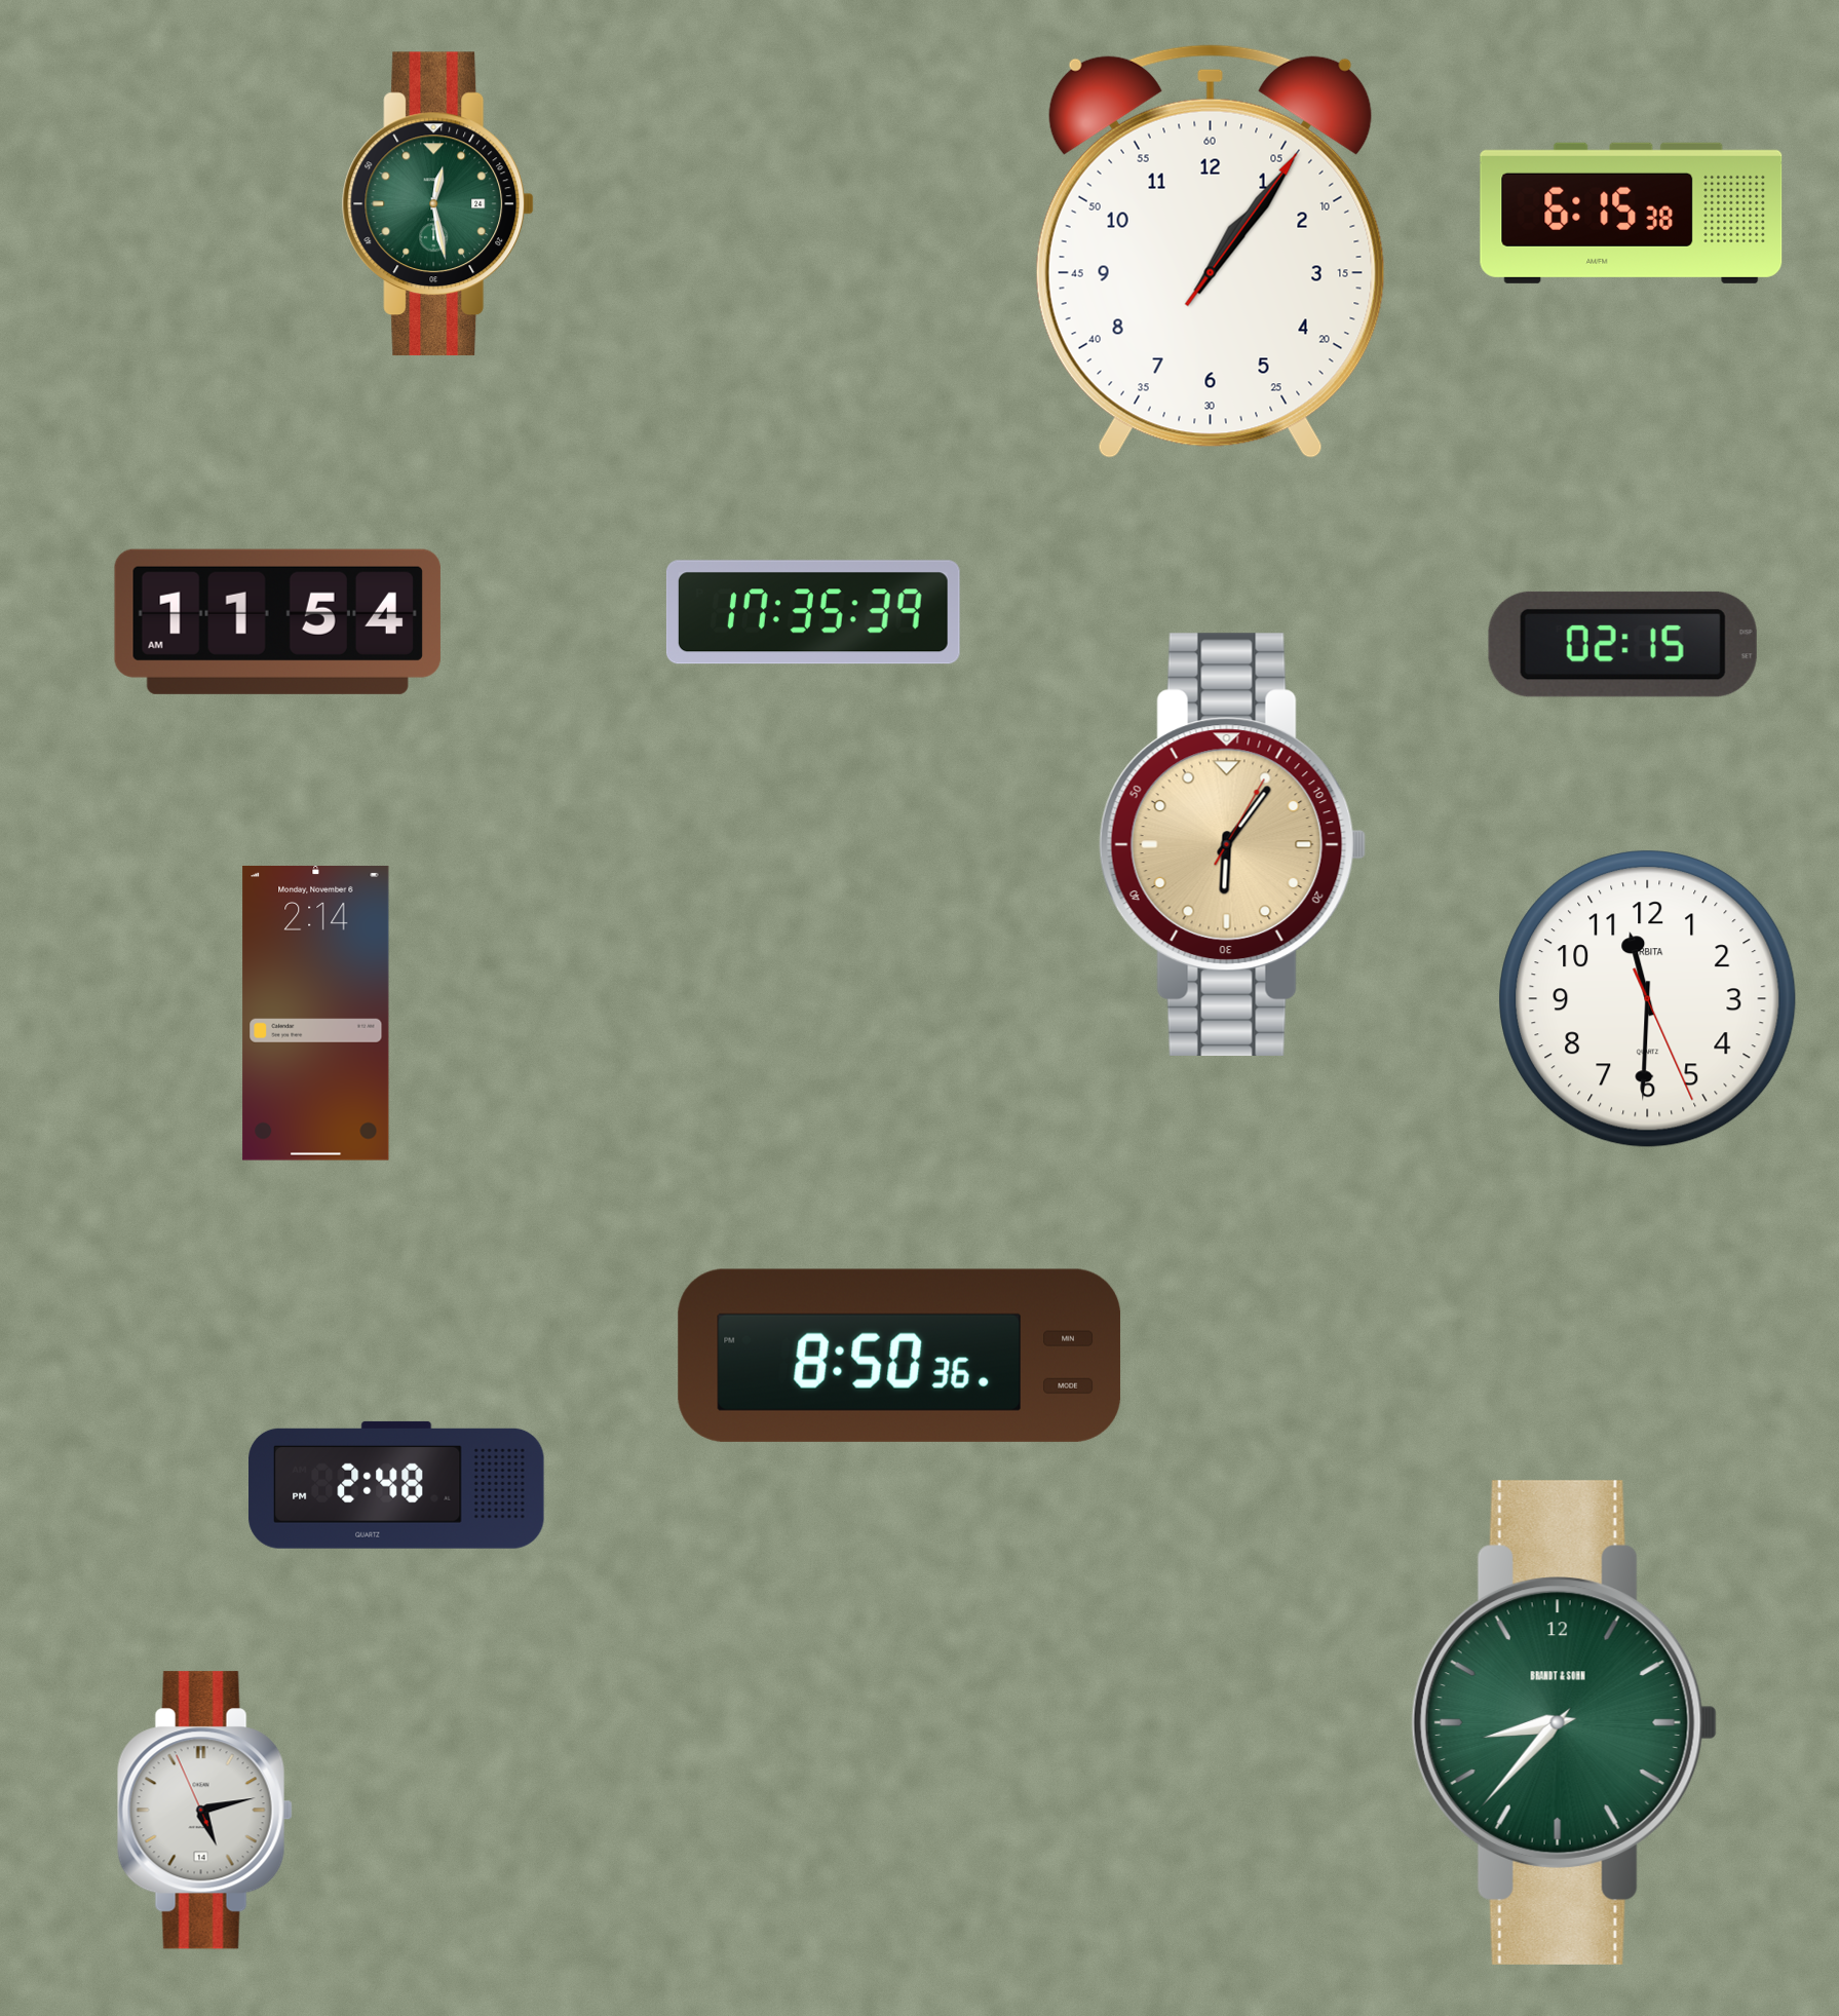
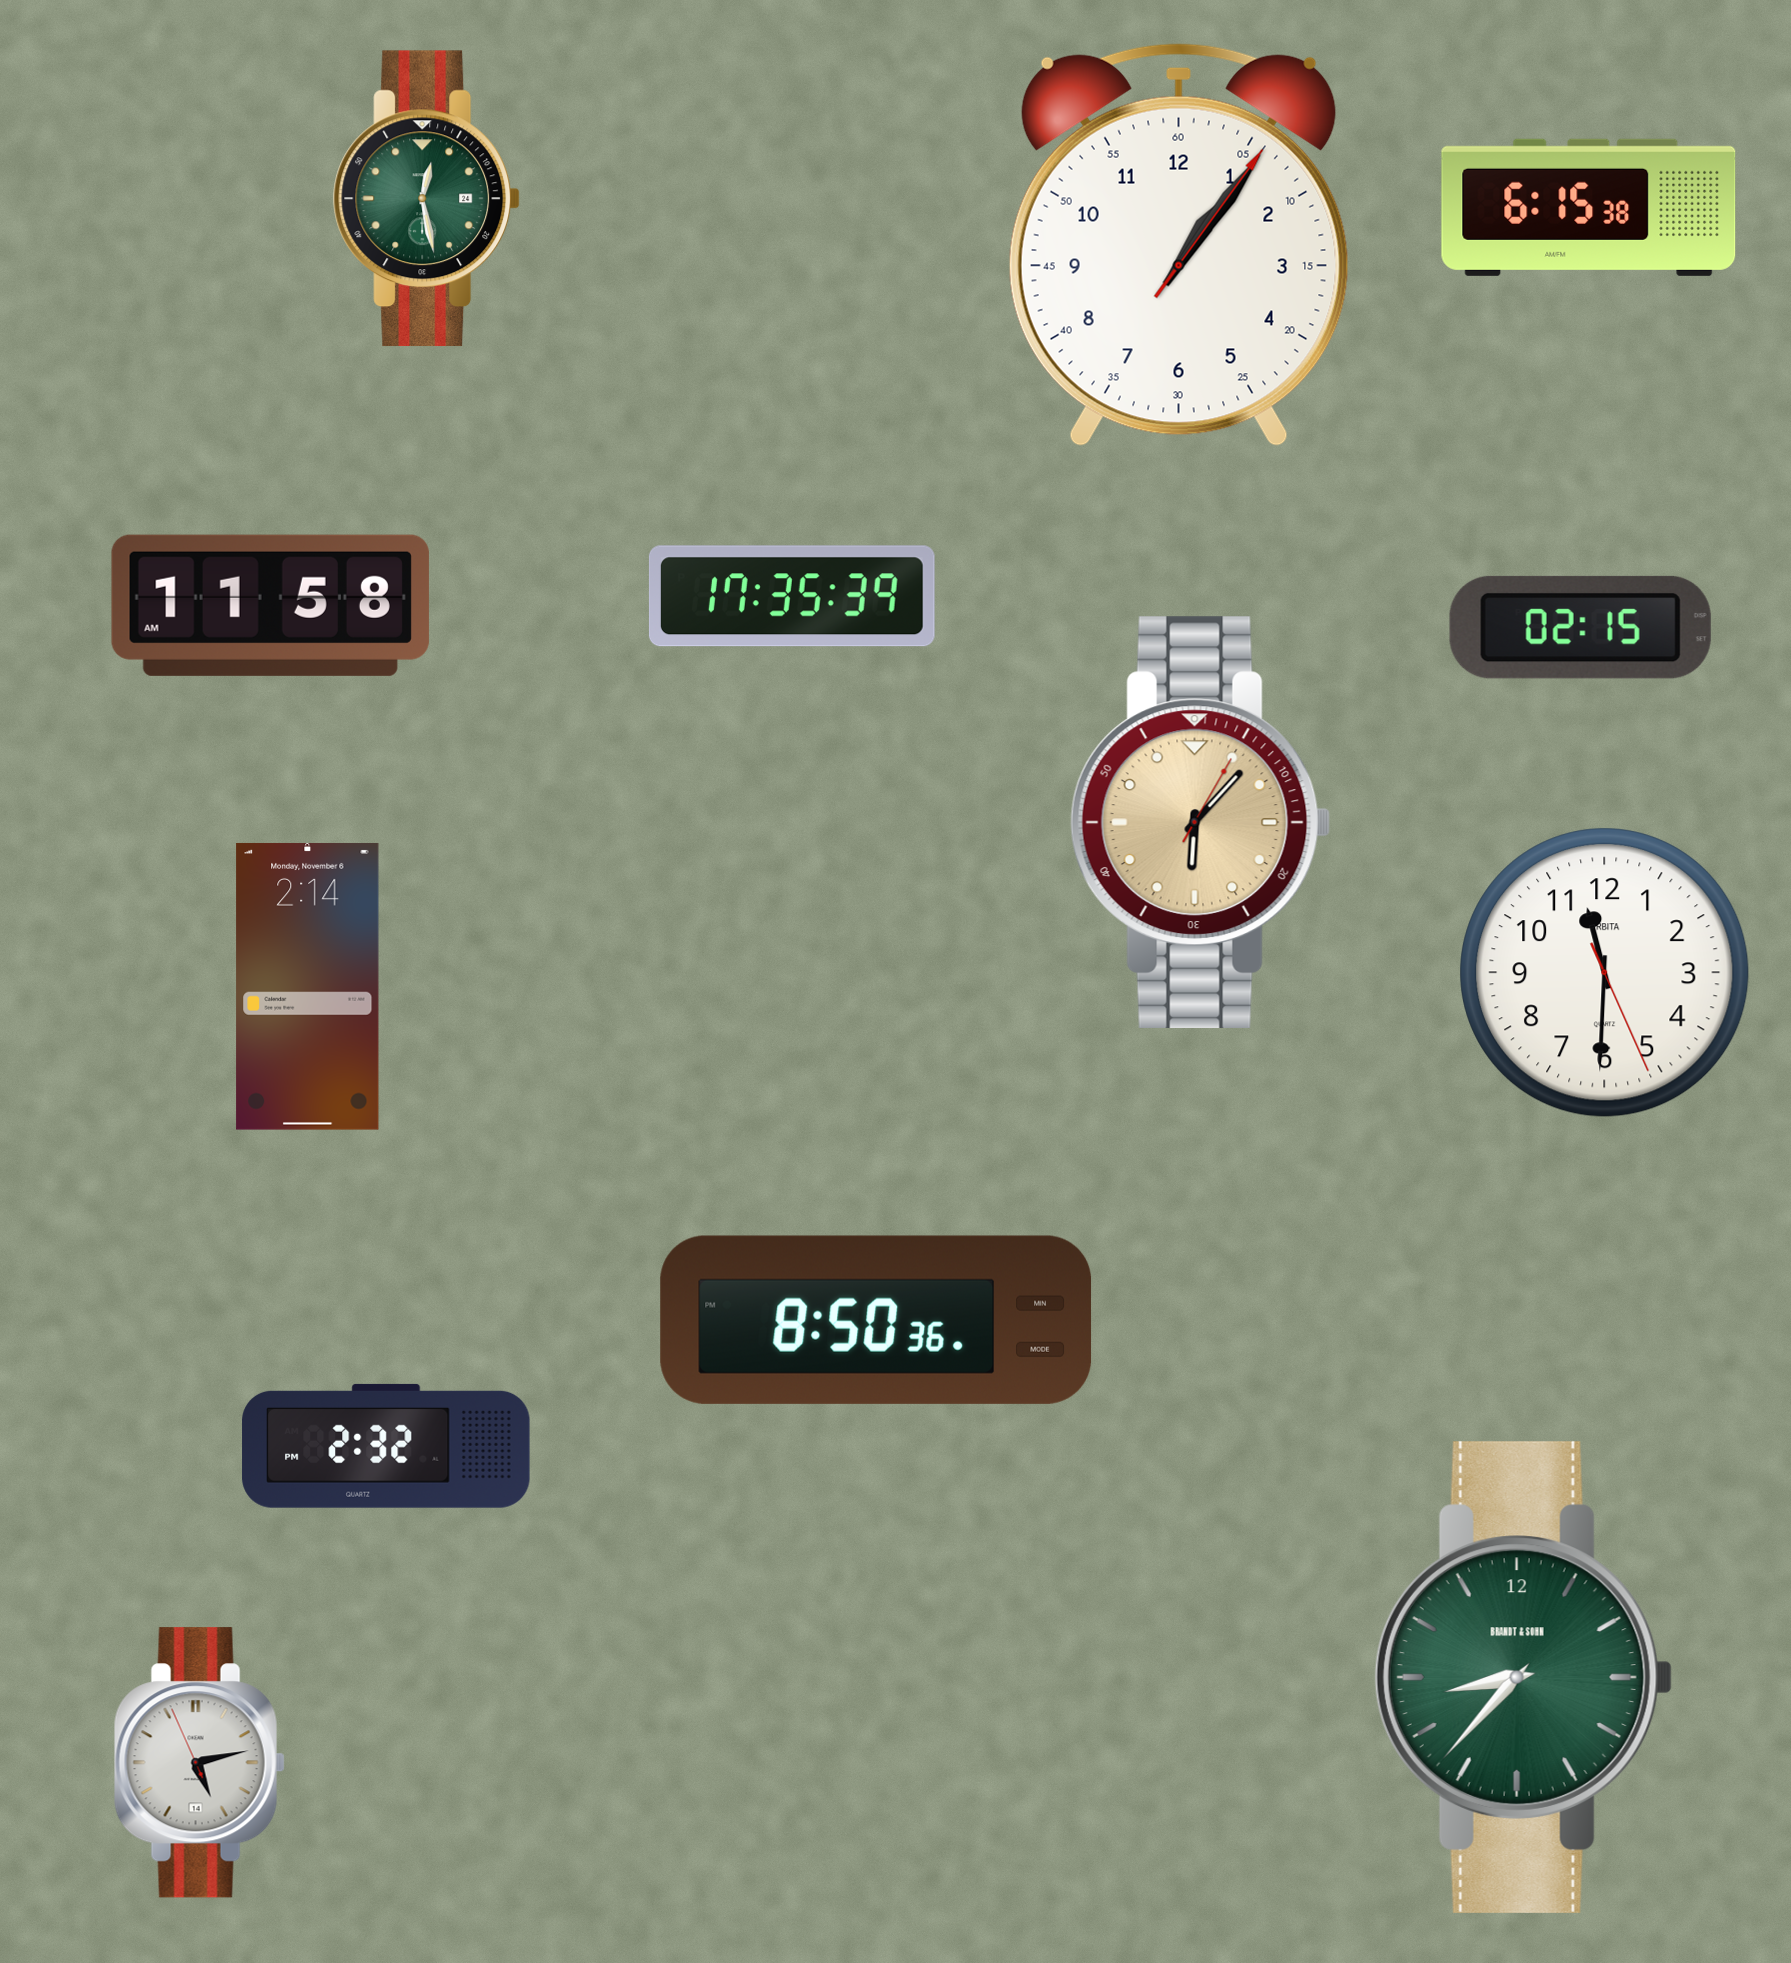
clock at (277, 621): 11:54 -> 11:58
clock at (1233, 844): 6:06 -> 6:07
clock at (396, 1485): 2:48 -> 2:32
